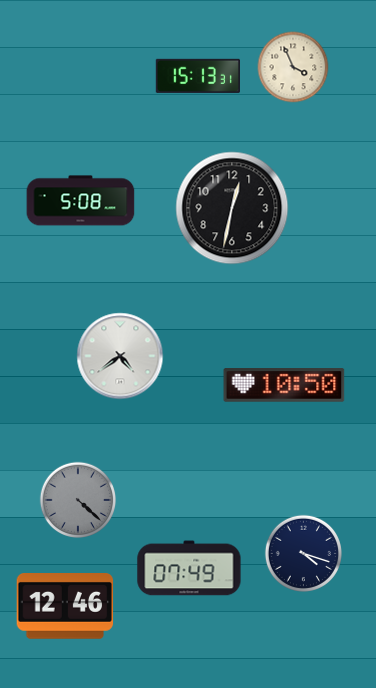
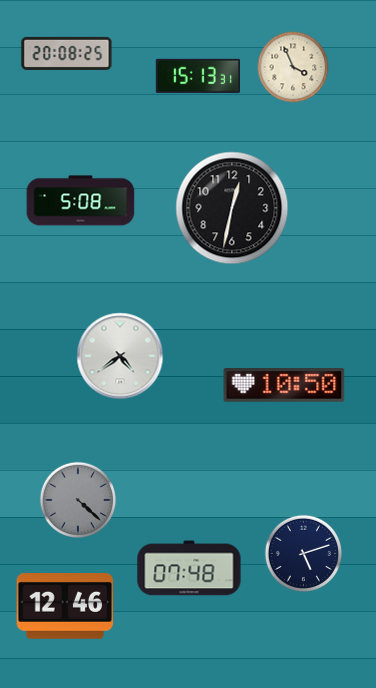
clock at (67, 53): none -> 20:08
clock at (303, 553): 4:18 -> 5:12
clock at (189, 568): 07:49 -> 07:48
